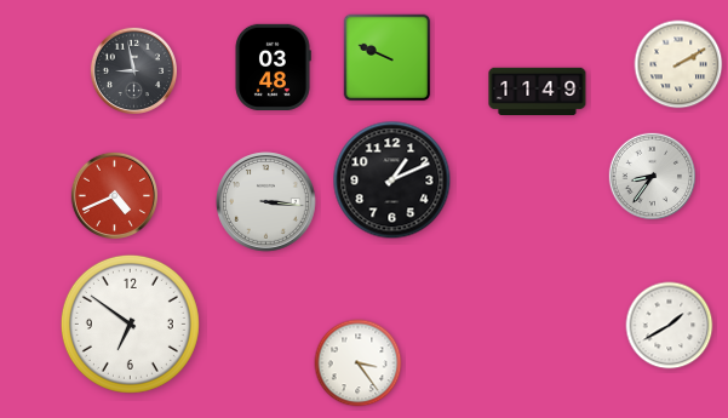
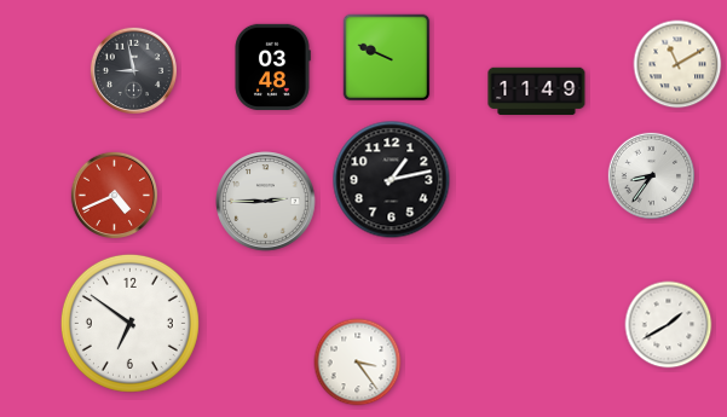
clock at (678, 64): 2:10 -> 11:10
clock at (392, 181): 1:11 -> 1:13
clock at (266, 202): 3:16 -> 2:45
